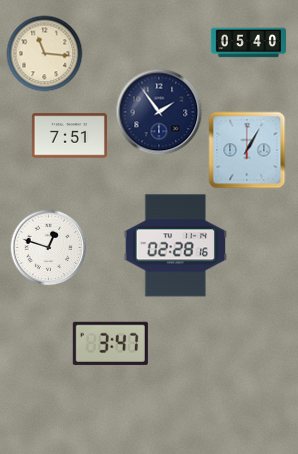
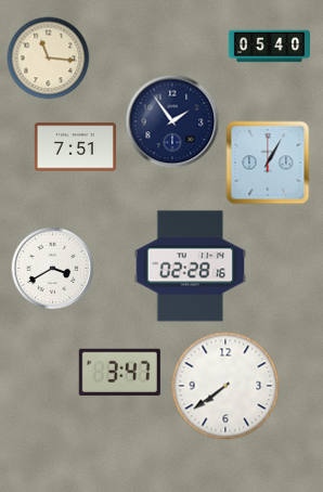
clock at (49, 248): 12:48 -> 3:40
clock at (225, 386): none -> 7:39
